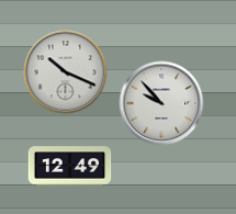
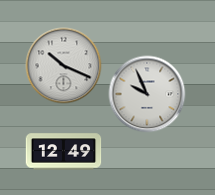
clock at (66, 72) position: (66, 72) -> (64, 66)
clock at (161, 103): 9:53 -> 9:56
